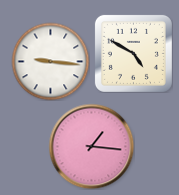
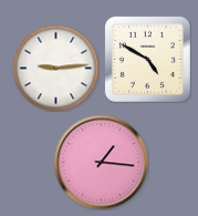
clock at (50, 61): 9:16 -> 9:14
